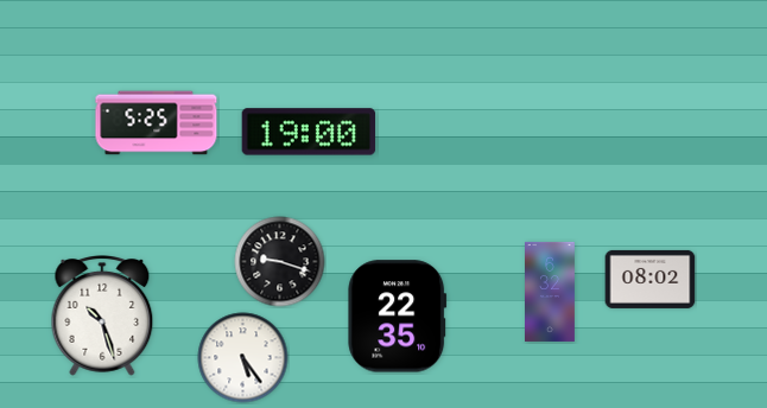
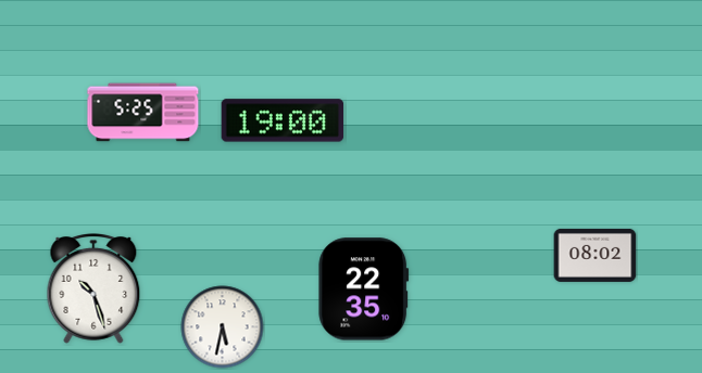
clock at (280, 262): 9:18 -> none
clock at (551, 292): 6:32 -> none
clock at (243, 358): 5:24 -> 5:32
